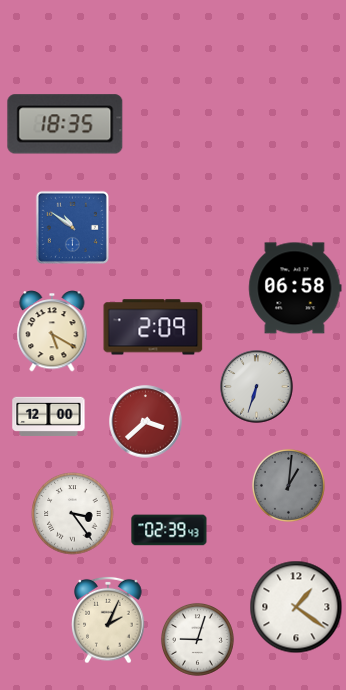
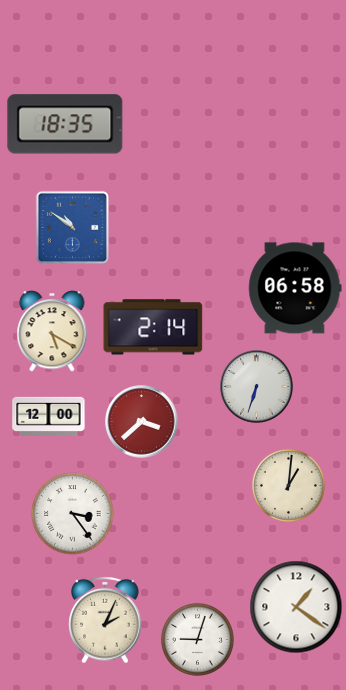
clock at (153, 327): 2:09 -> 2:14
clock at (146, 422) position: (146, 422) -> (142, 422)
clock at (288, 485) dial: grey -> cream
clock at (169, 530): 02:39 -> none
clock at (108, 620) position: (108, 620) -> (105, 620)
